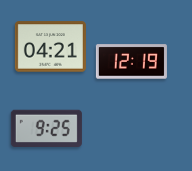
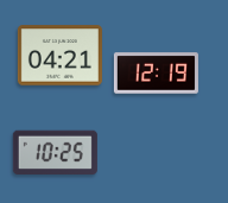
clock at (46, 128): 9:25 -> 10:25
